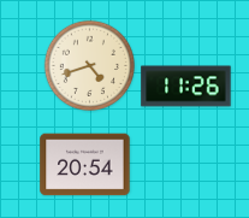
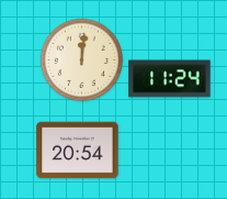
clock at (89, 65): 4:42 -> 12:01
clock at (186, 87): 11:26 -> 11:24
